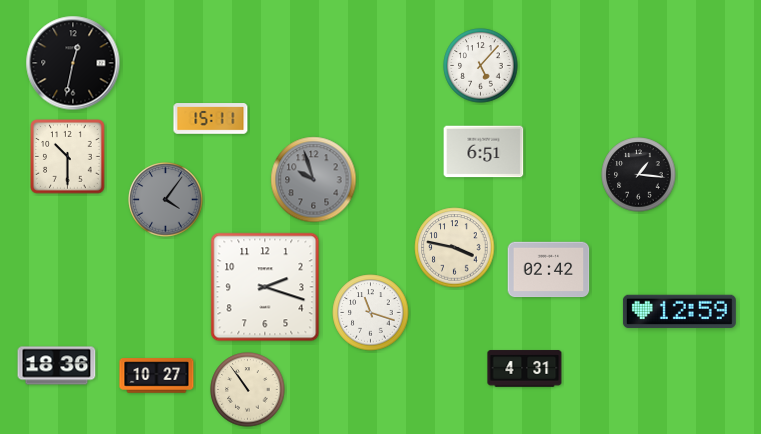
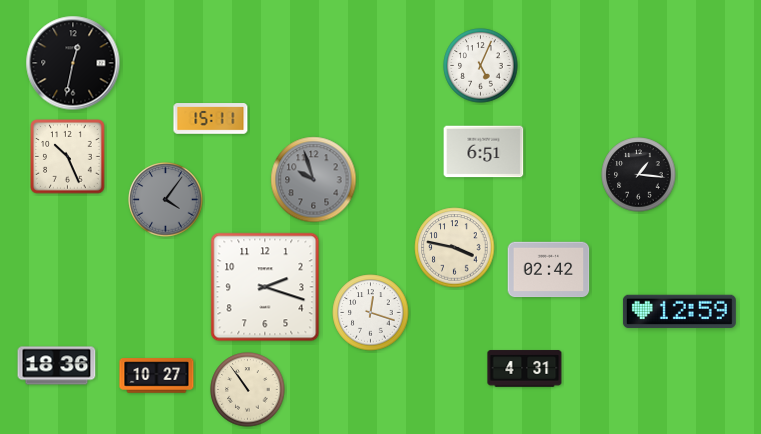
clock at (481, 66): 5:07 -> 5:04
clock at (68, 157): 10:30 -> 10:26
clock at (371, 313): 11:18 -> 12:18
